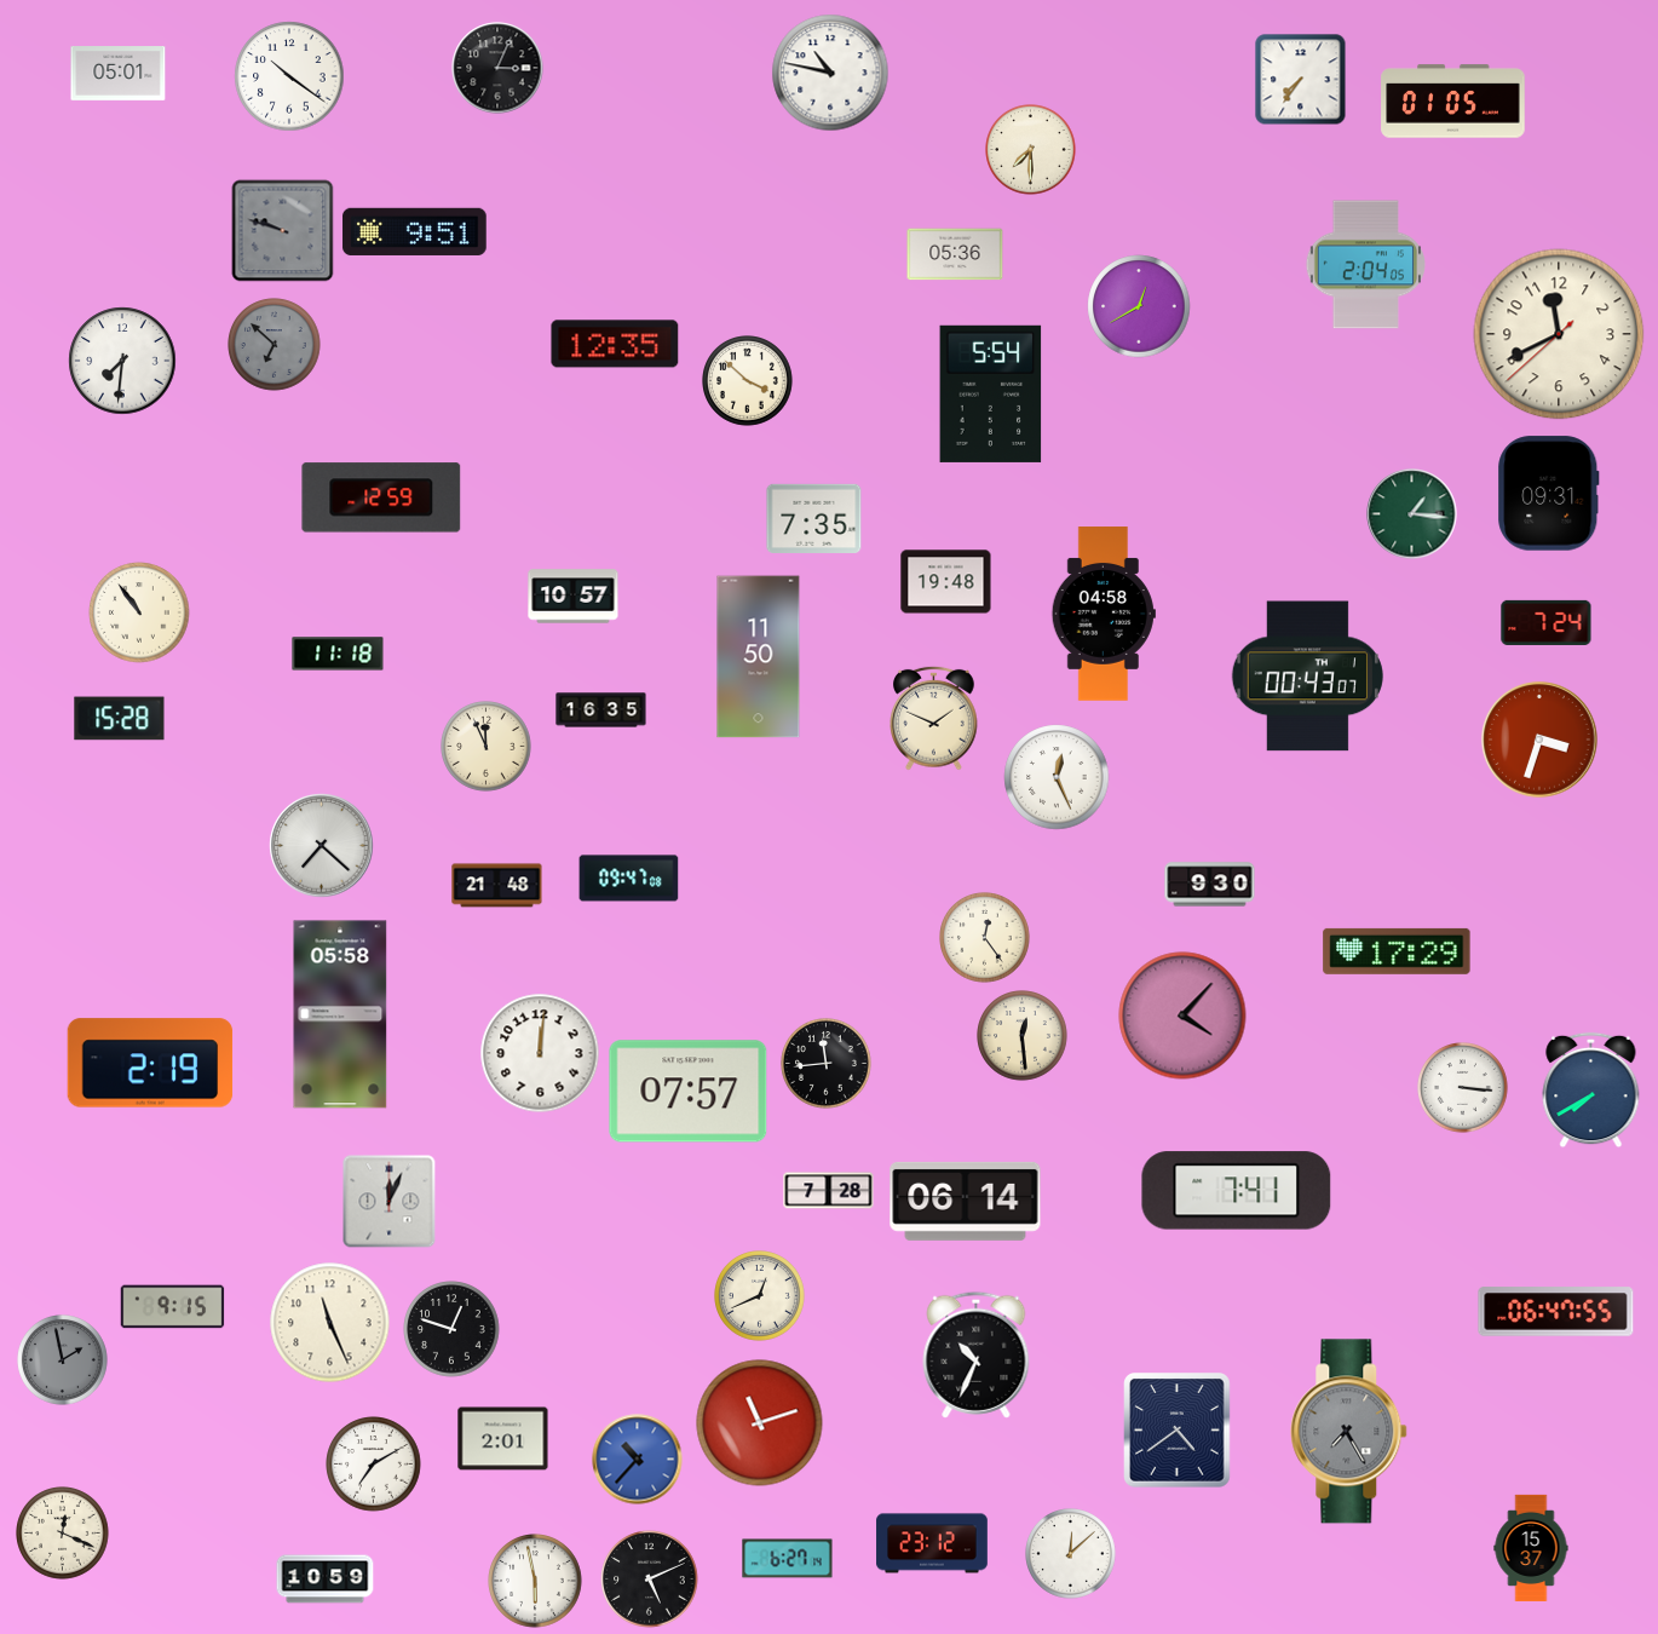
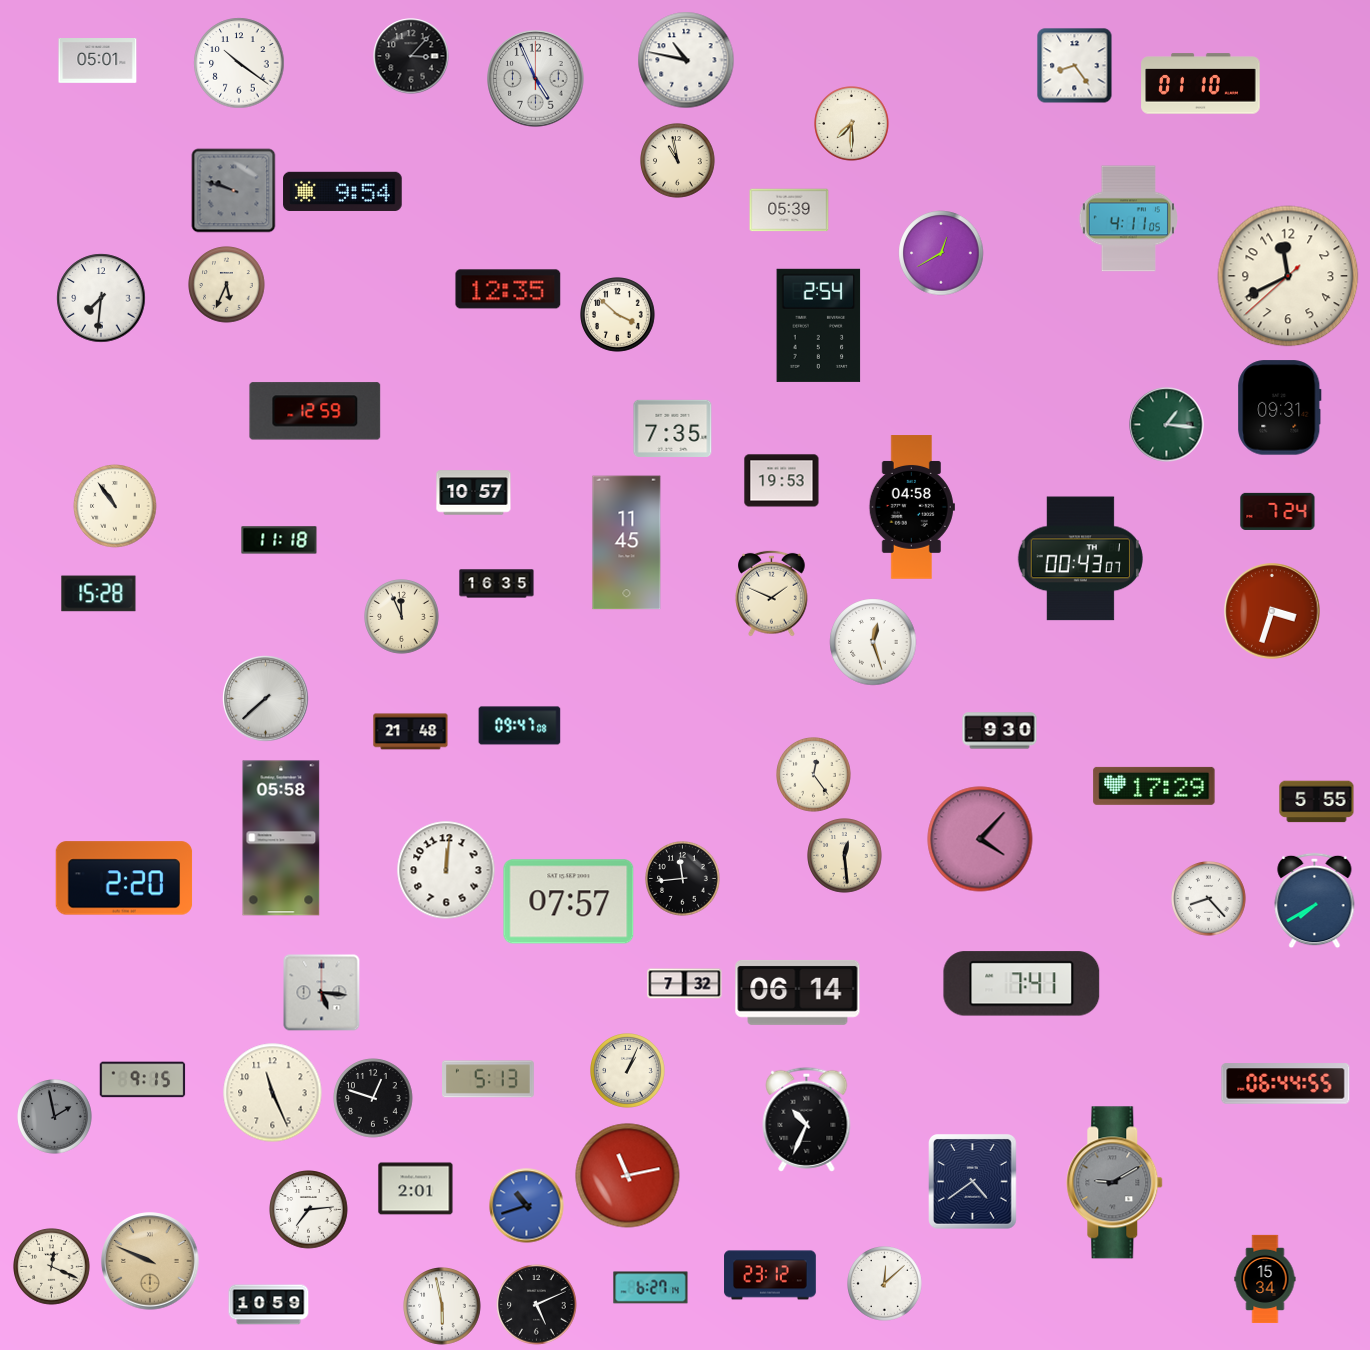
clock at (497, 68): 3:04 -> 3:07
clock at (1301, 80): 7:36 -> 8:24
clock at (536, 79): none -> 4:56
clock at (1453, 102): 01:05 -> 01:10
clock at (678, 161): none -> 10:58
clock at (415, 231): 9:51 -> 9:54
clock at (955, 254): 05:36 -> 05:39
clock at (1365, 265): 2:04 -> 4:11
clock at (615, 344) position: (615, 344) -> (508, 289)
clock at (275, 345): 6:52 -> 5:34
clock at (275, 345) dial: grey -> cream
clock at (991, 393): 5:54 -> 2:54
clock at (946, 582): 19:48 -> 19:53
clock at (1547, 622) position: (1547, 622) -> (1278, 511)
clock at (759, 657): 11:50 -> 11:45
clock at (601, 710) position: (601, 710) -> (497, 584)
clock at (1057, 777): 12:26 -> 12:27
clock at (322, 846): 7:22 -> 7:38
clock at (1317, 802): none -> 5:55
clock at (1182, 1016) position: (1182, 1016) -> (980, 839)
clock at (150, 1063): 2:19 -> 2:20
clock at (1463, 1088): 3:16 -> 8:23
clock at (829, 1191): 7:28 -> 7:32
clock at (390, 1202): 12:04 -> 5:16
clock at (760, 1296): 12:41 -> 1:04
clock at (489, 1079): none -> 5:13
clock at (1556, 1312): 06:47 -> 06:44
clock at (63, 1360) position: (63, 1360) -> (55, 1117)
clock at (760, 1423): 11:12 -> 11:13
clock at (1349, 1432): 7:25 -> 9:10
clock at (638, 1460): 10:37 -> 10:42
clock at (374, 1465): 7:10 -> 7:14
clock at (150, 1261): none -> 9:49
clock at (1531, 1548): 15:37 -> 15:34
